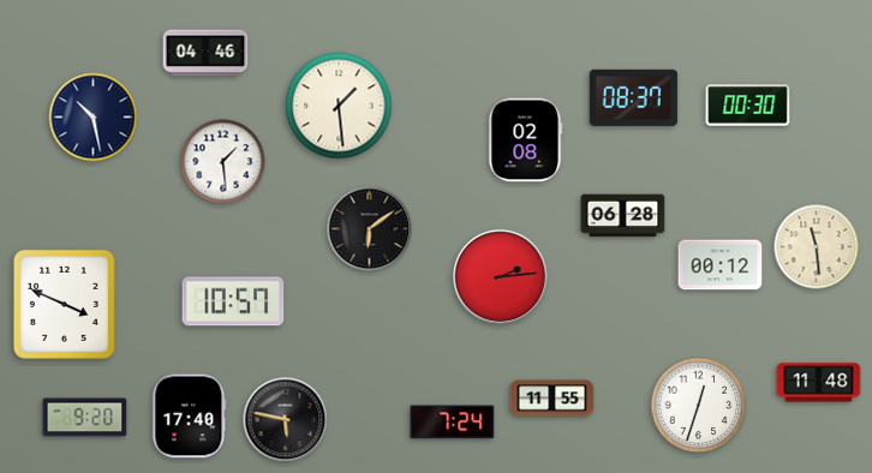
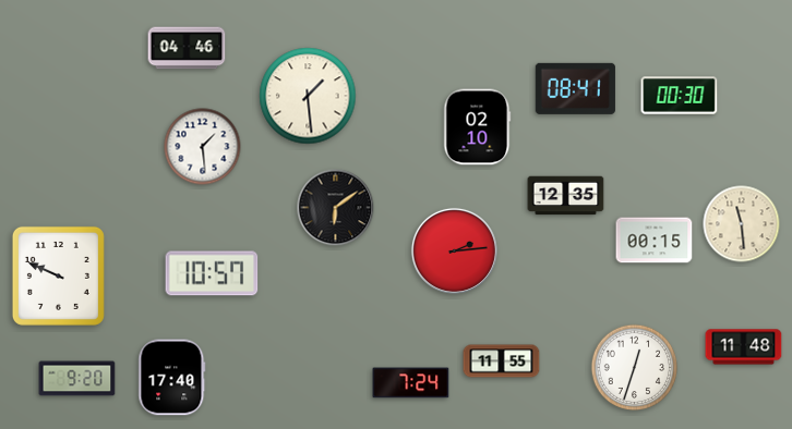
clock at (633, 97): 08:37 -> 08:41
clock at (94, 118): 10:28 -> none
clock at (526, 140): 02:08 -> 02:10
clock at (623, 216): 06:28 -> 12:35
clock at (721, 265): 00:12 -> 00:15
clock at (64, 304): 3:49 -> 9:49
clock at (286, 420): 5:47 -> none
